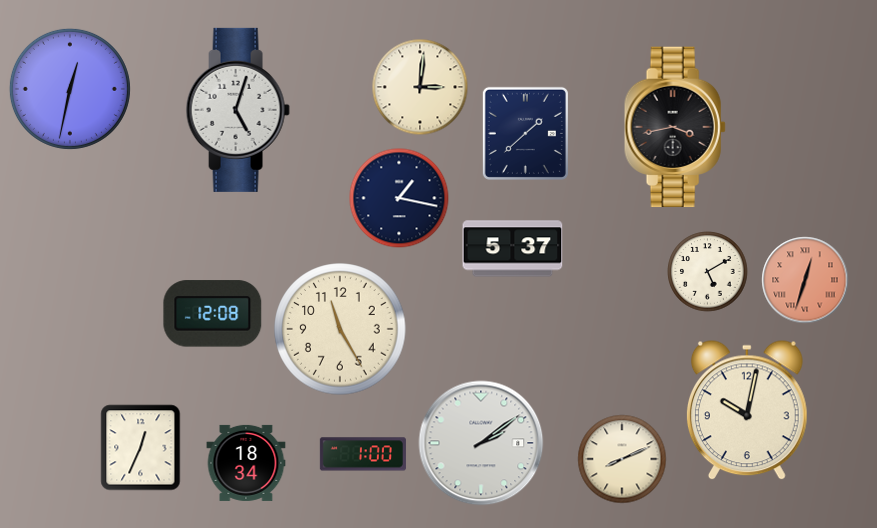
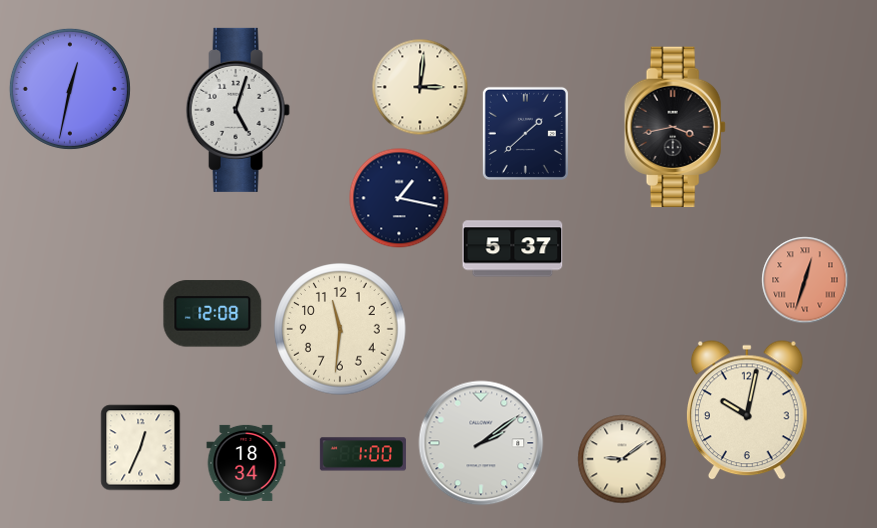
clock at (708, 272): 5:10 -> none
clock at (340, 329): 11:25 -> 11:31
clock at (622, 459): 8:11 -> 9:09
